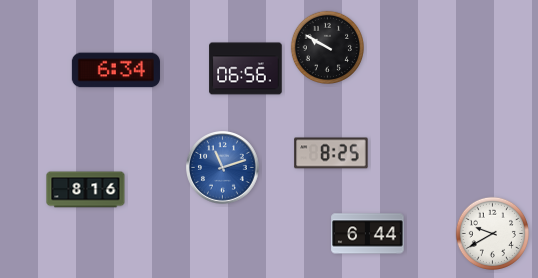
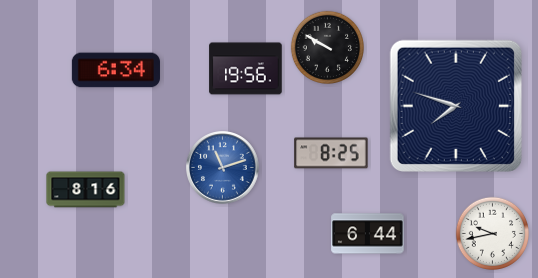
clock at (246, 69): 06:56 -> 19:56
clock at (456, 106): none -> 7:48
clock at (492, 234): 9:40 -> 9:43
